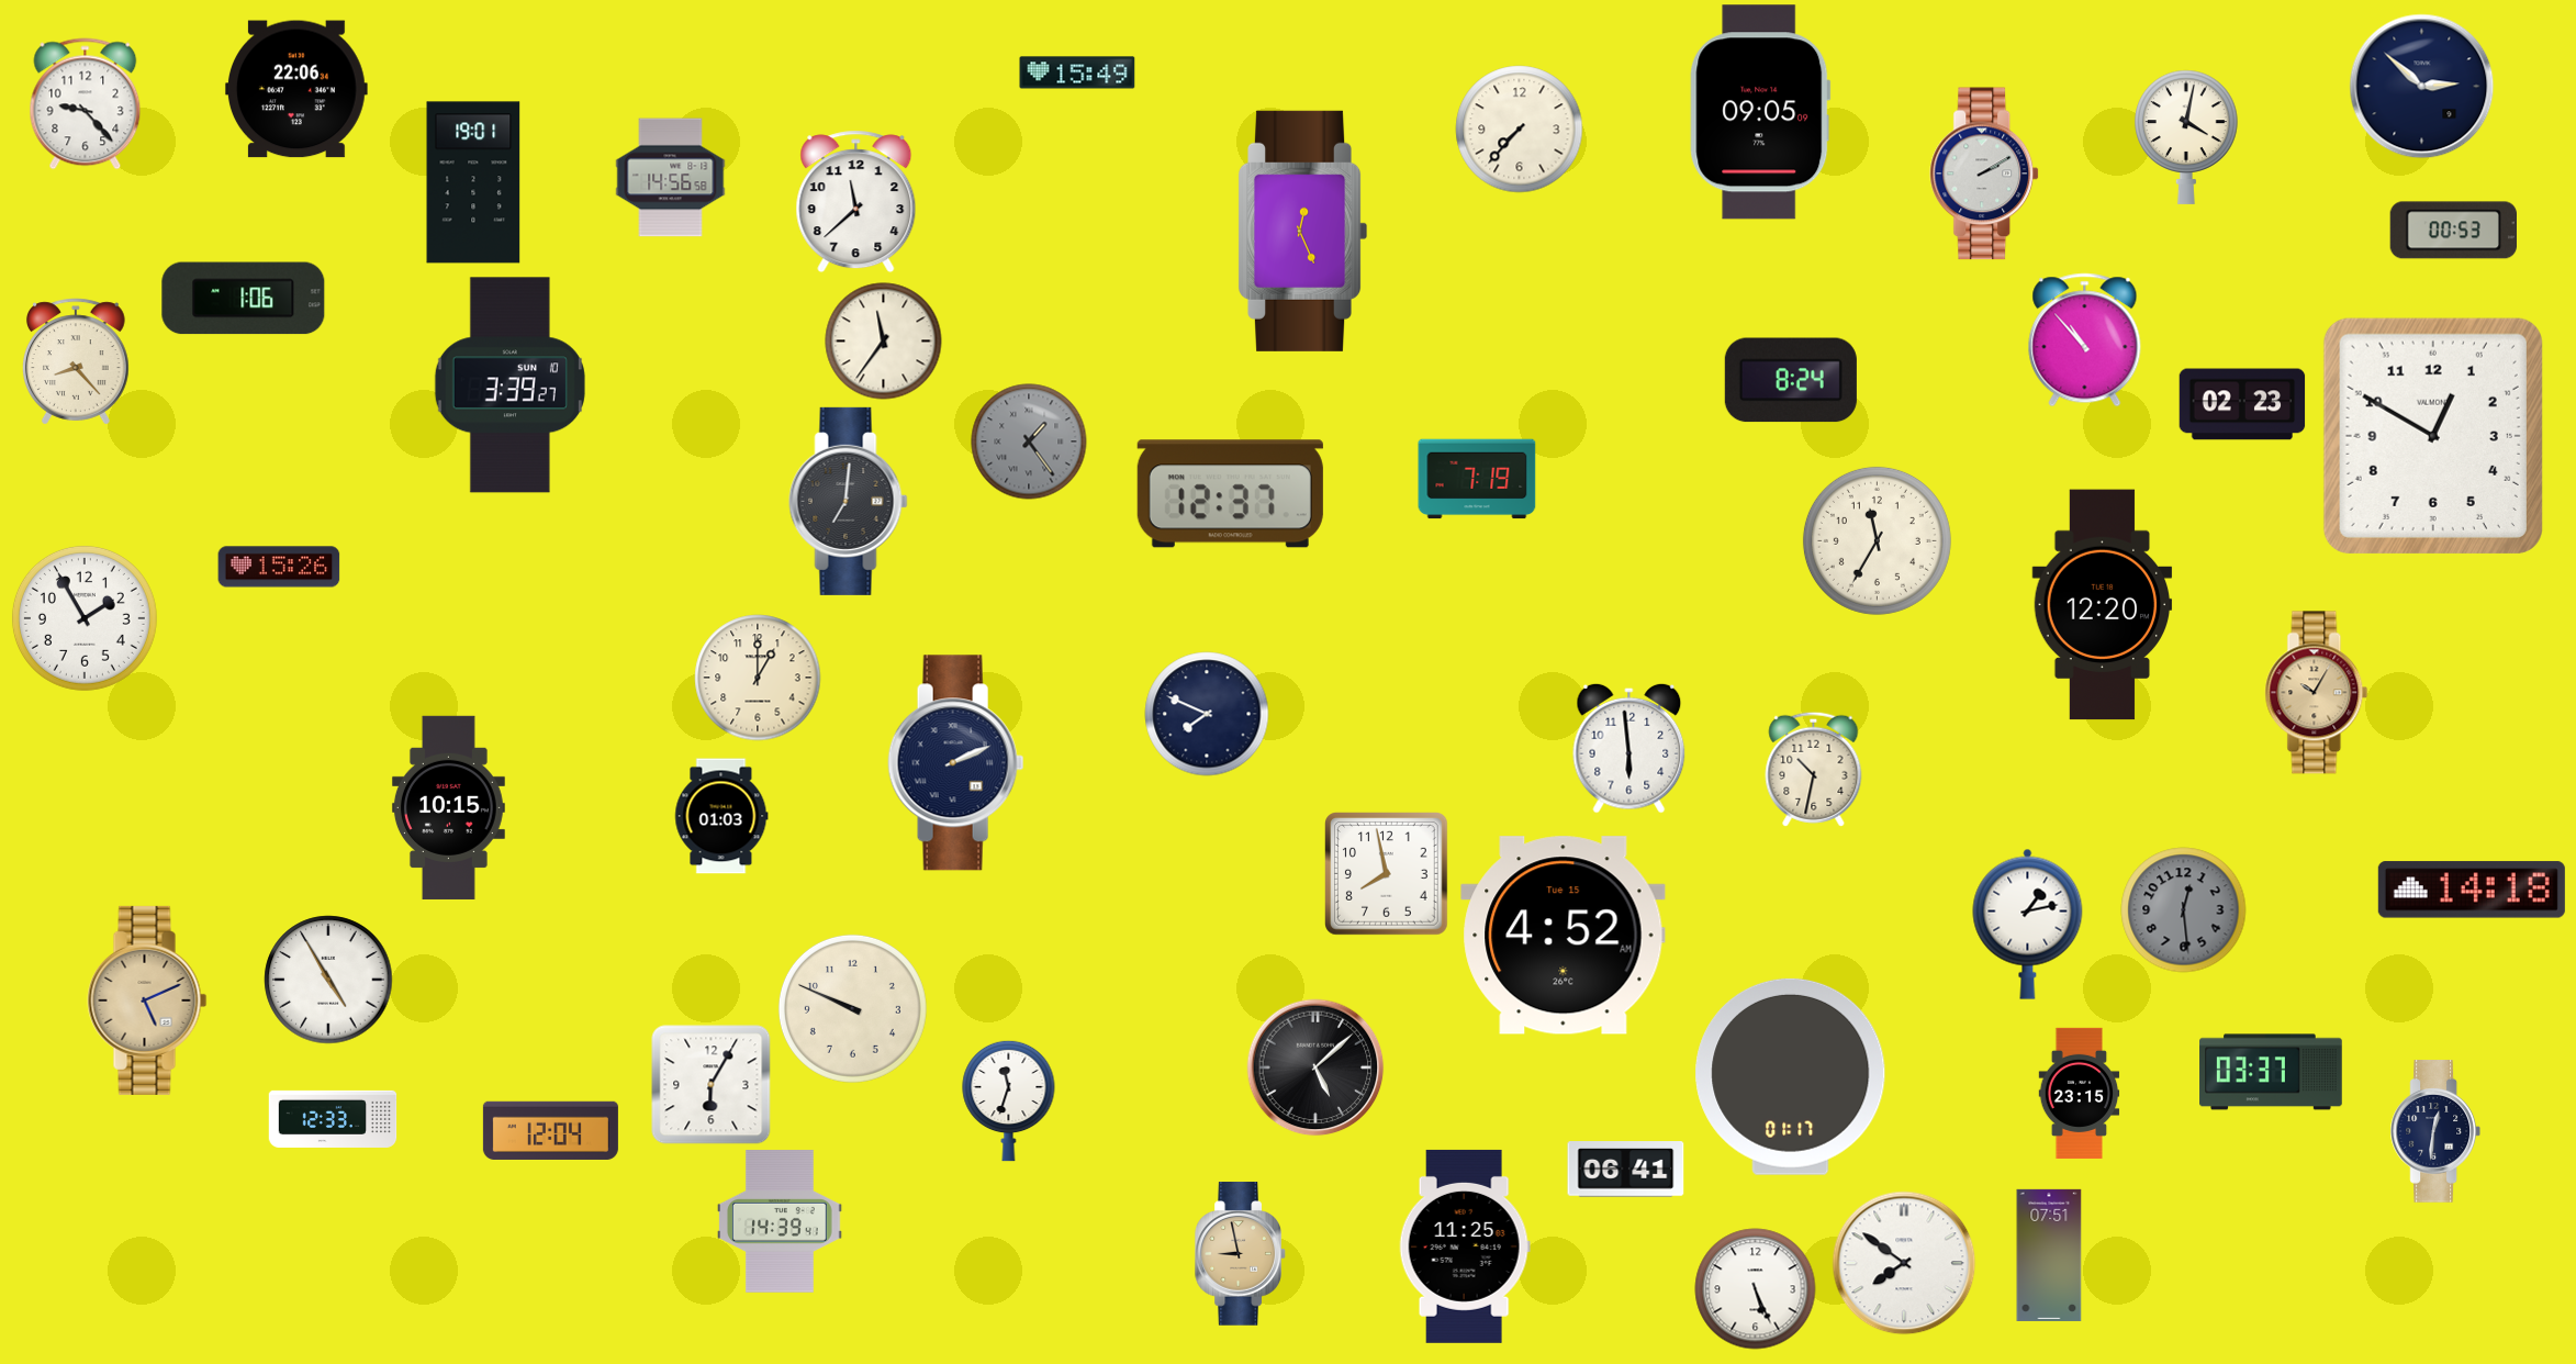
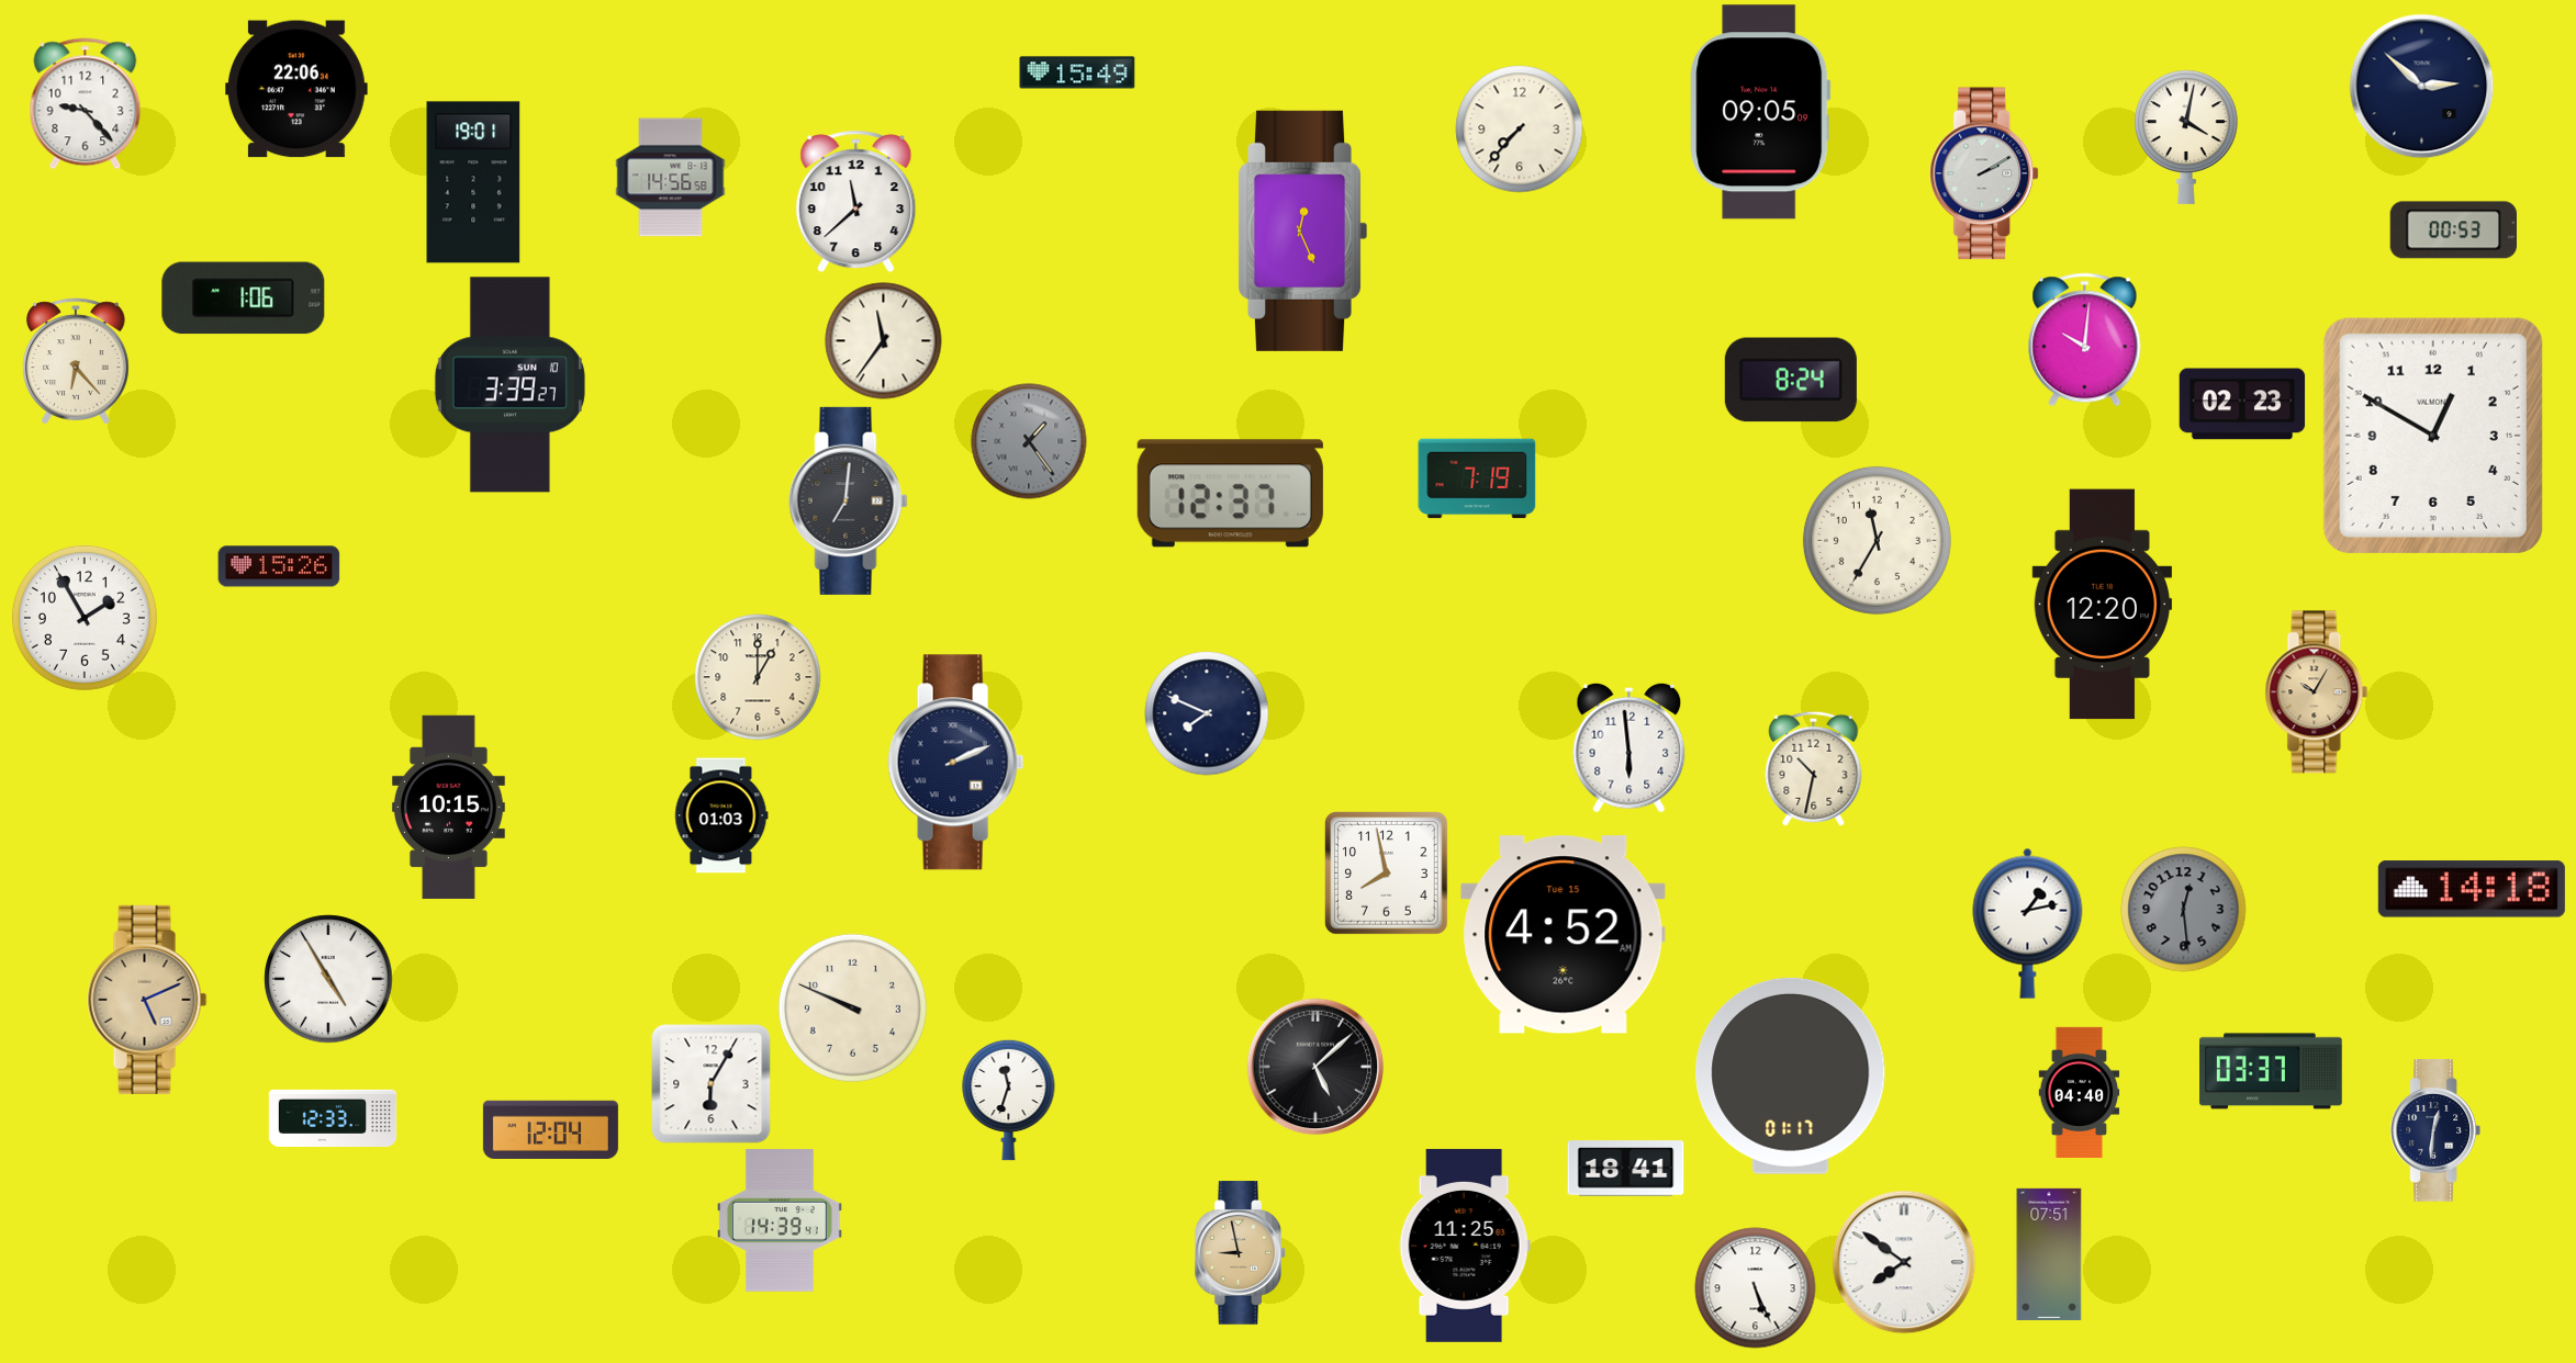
clock at (2085, 340): 10:53 -> 10:01
clock at (76, 361): 8:23 -> 6:23
clock at (2080, 1093): 23:15 -> 04:40
clock at (1626, 1170): 06:41 -> 18:41
